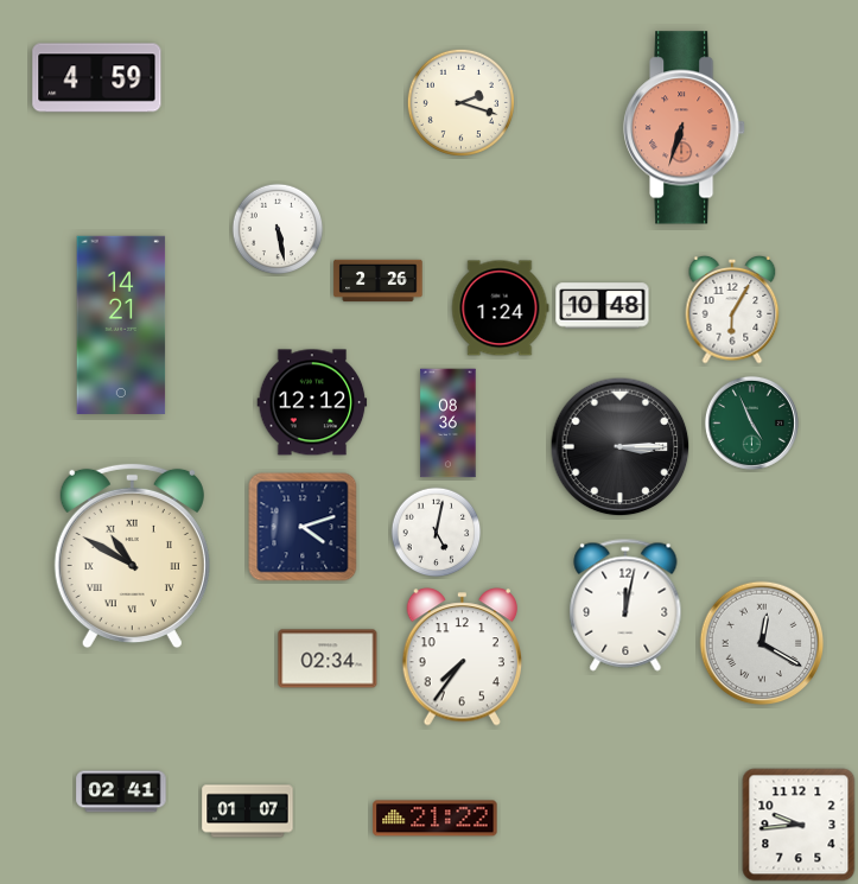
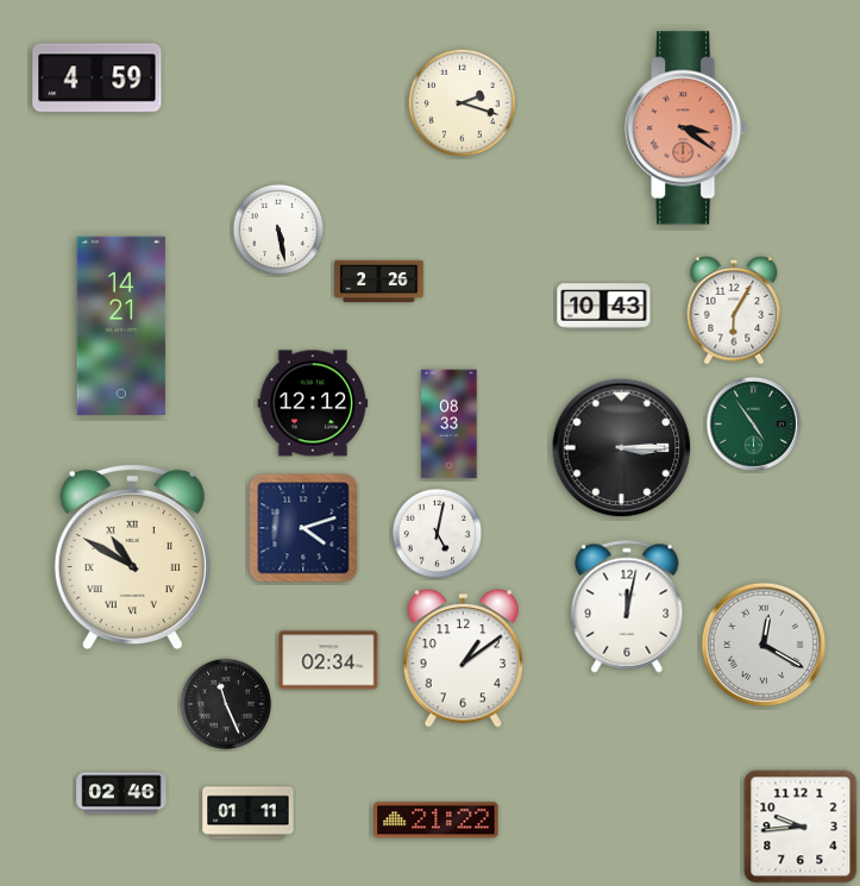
clock at (685, 128): 6:33 -> 3:21
clock at (603, 306): 10:48 -> 10:43
clock at (501, 309): 1:24 -> none
clock at (751, 422): 4:56 -> 4:54
clock at (449, 424): 08:36 -> 08:33
clock at (463, 657): 7:36 -> 1:09
clock at (226, 704): none -> 11:26
clock at (121, 791): 02:41 -> 02:46
clock at (248, 812): 01:07 -> 01:11
